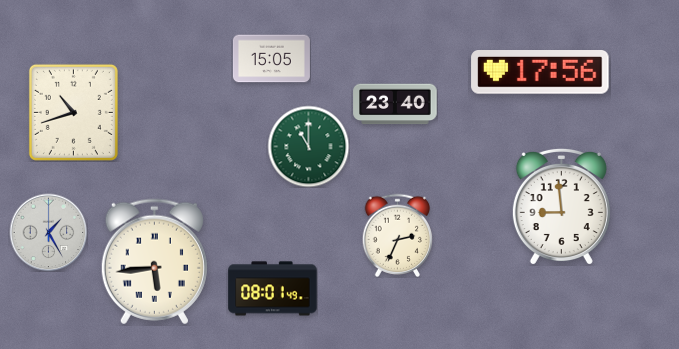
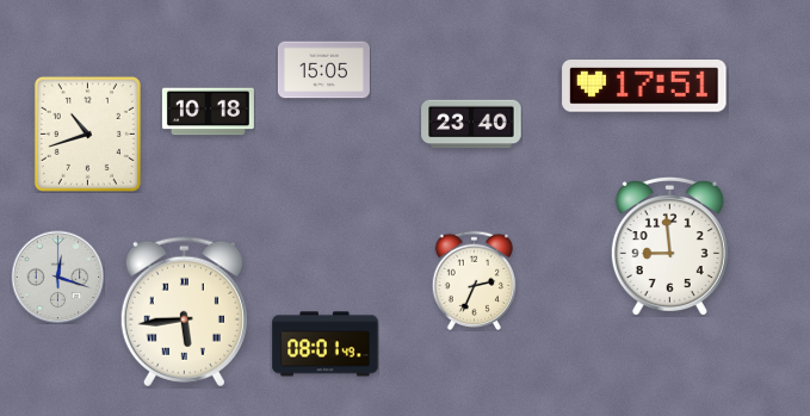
clock at (540, 73): 17:56 -> 17:51
clock at (208, 112): none -> 10:18
clock at (308, 146): 11:00 -> none
clock at (48, 232): 1:25 -> 12:18
